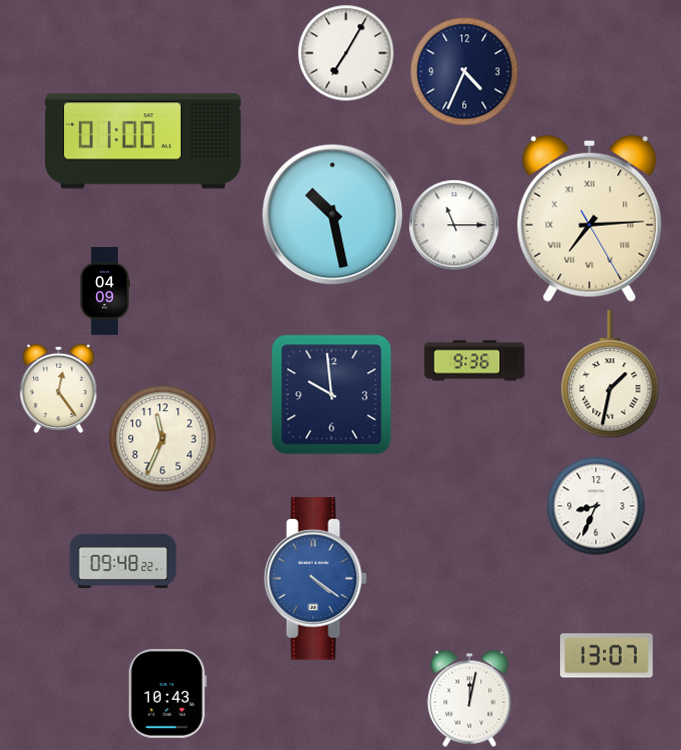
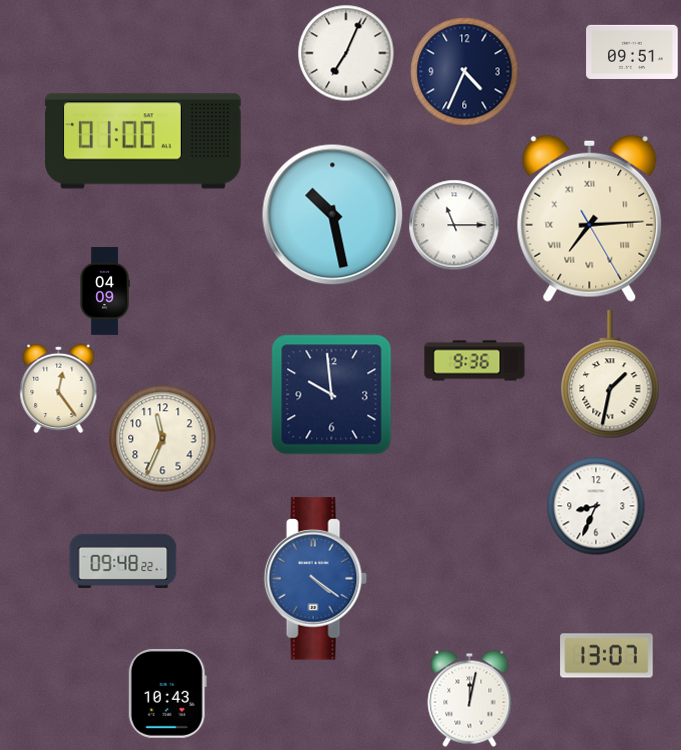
clock at (632, 52): none -> 09:51
clock at (346, 53): 7:05 -> 7:04
